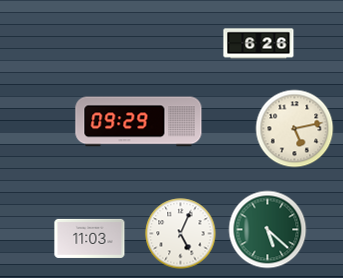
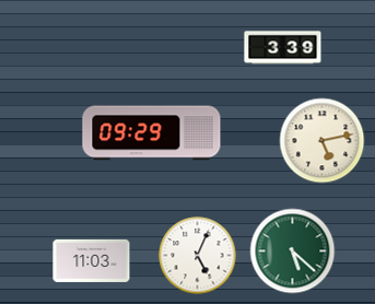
clock at (259, 44): 6:26 -> 3:39
clock at (90, 238) position: (90, 238) -> (92, 260)
